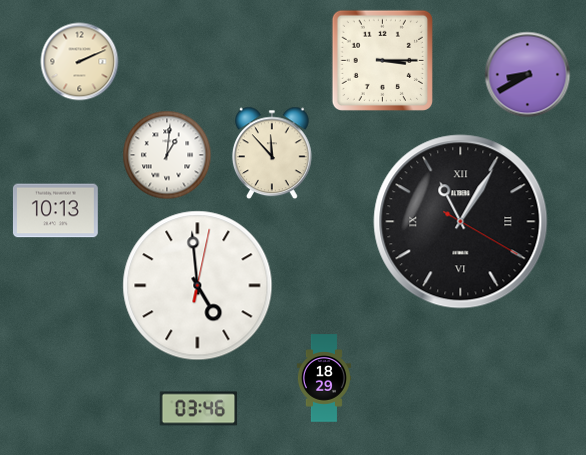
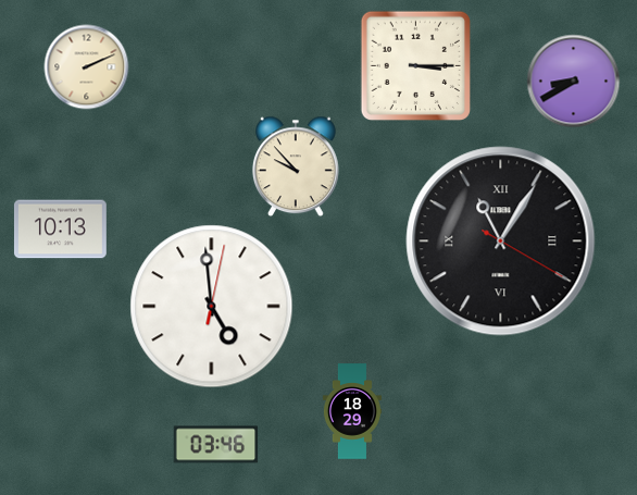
clock at (272, 153): 11:53 -> 9:53
clock at (167, 155): 1:01 -> none
clock at (198, 286) position: (198, 286) -> (212, 307)
